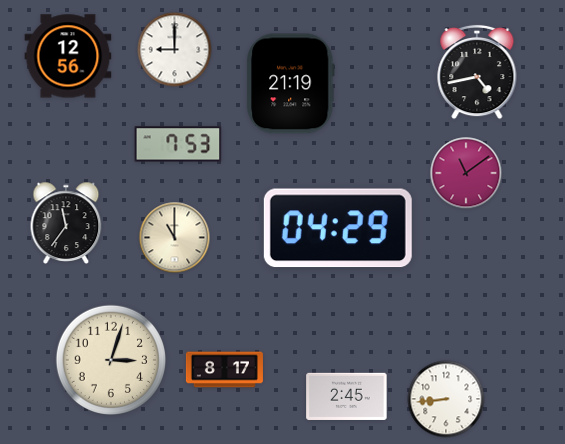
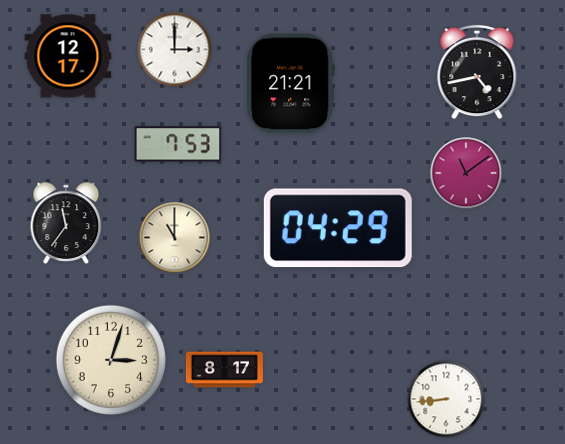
clock at (175, 50): 9:00 -> 3:00
clock at (68, 56): 12:56 -> 12:17
clock at (291, 84): 21:19 -> 21:21
clock at (347, 396): 2:45 -> none
